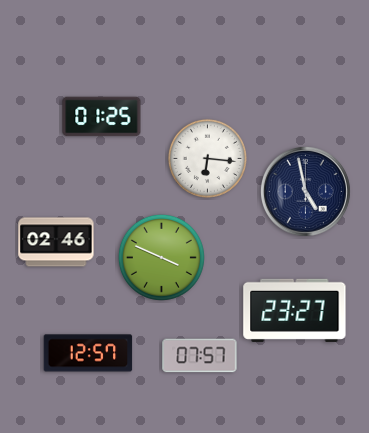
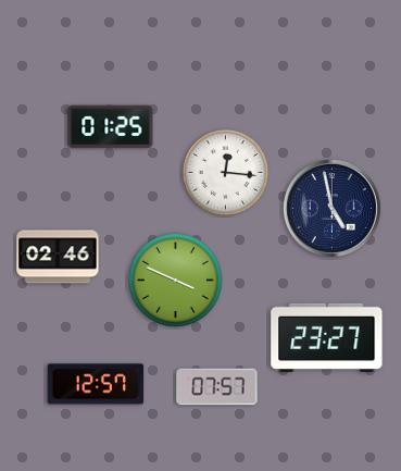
clock at (207, 158): 6:16 -> 12:16
clock at (56, 242) position: (56, 242) -> (58, 257)
clock at (295, 310) position: (295, 310) -> (327, 337)
